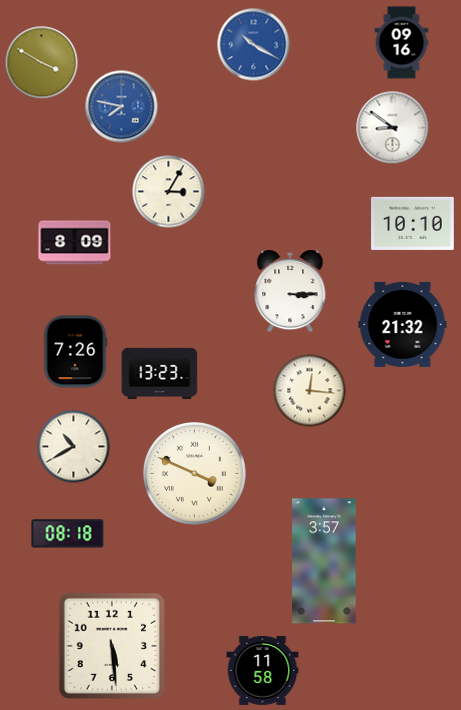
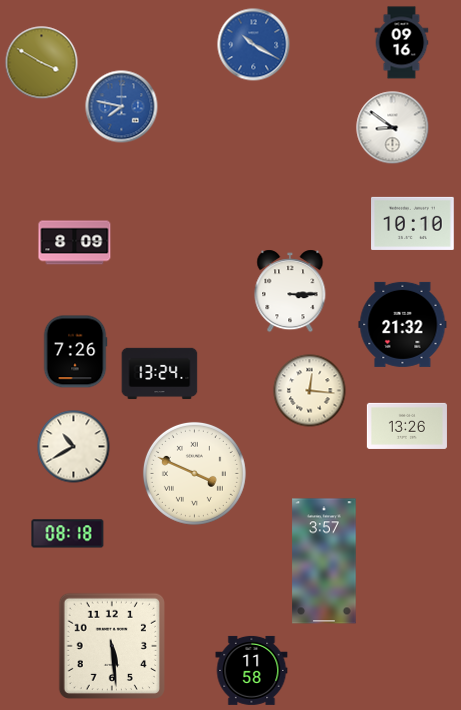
clock at (169, 192): 3:05 -> none
clock at (160, 374): 13:23 -> 13:24
clock at (407, 426): none -> 13:26
clock at (263, 670) position: (263, 670) -> (252, 670)
